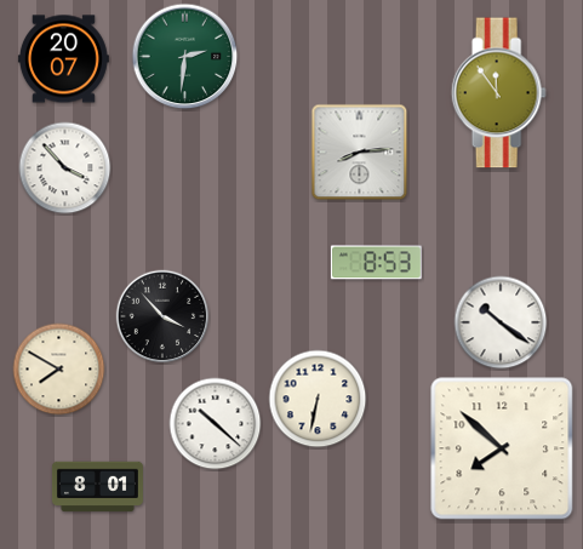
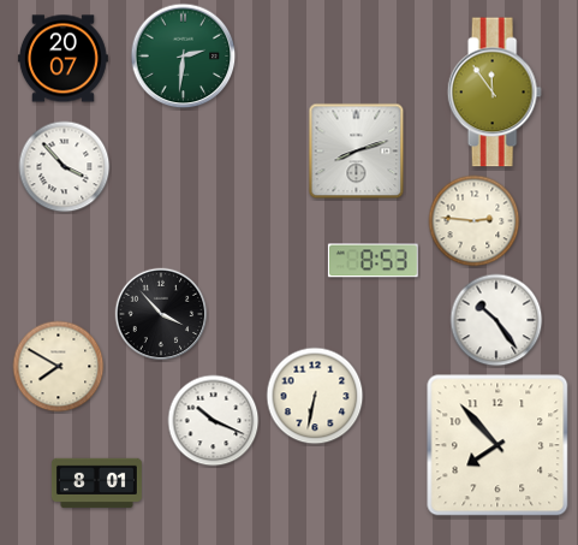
clock at (360, 153): 8:14 -> 8:12
clock at (475, 221): none -> 2:46
clock at (501, 322): 10:21 -> 10:24
clock at (216, 424): 10:22 -> 10:19
clock at (502, 448): 7:52 -> 7:53
